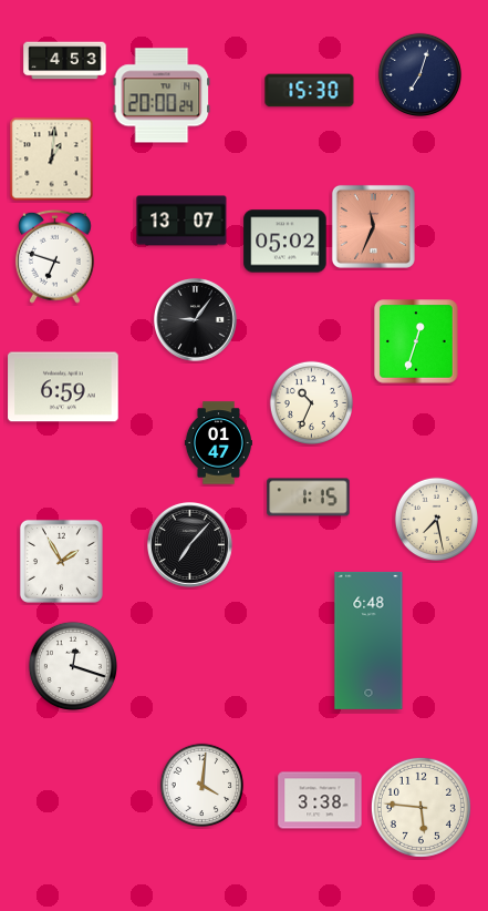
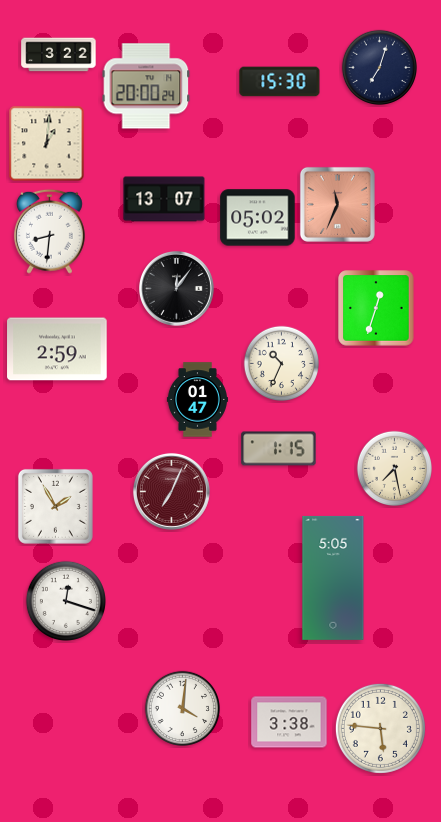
clock at (65, 61): 4:53 -> 3:22
clock at (54, 256): 6:48 -> 8:31
clock at (196, 320): 9:06 -> 12:06
clock at (63, 387): 6:59 -> 2:59
clock at (189, 544): 7:07 -> 7:04
clock at (189, 544) dial: black -> burgundy
clock at (368, 641): 6:48 -> 5:05
